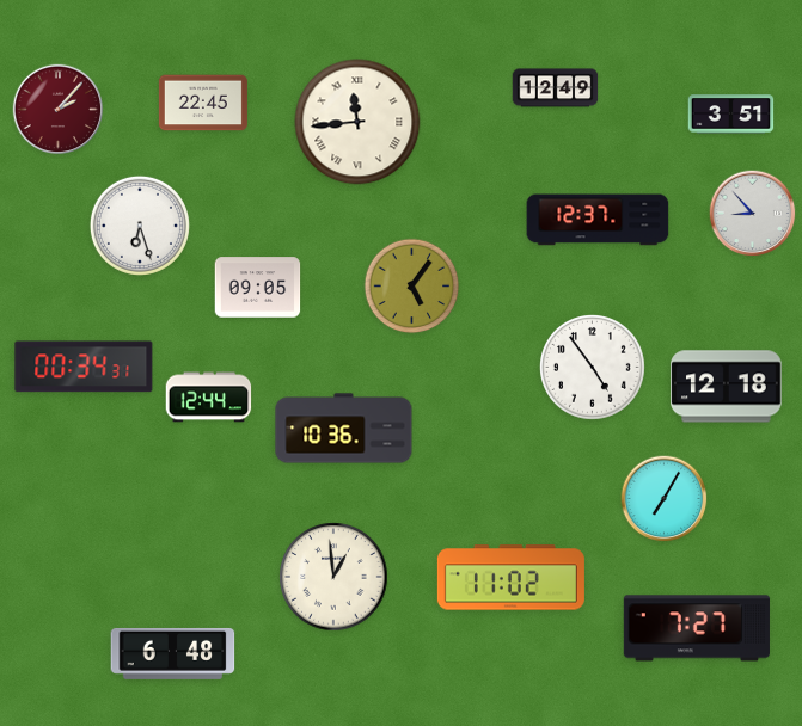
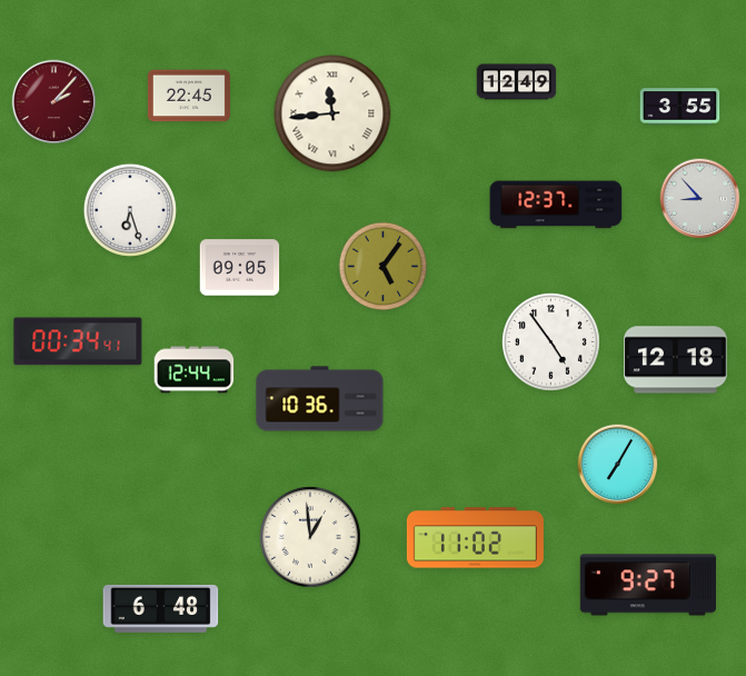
clock at (731, 115): 3:51 -> 3:55
clock at (84, 367): 00:34:31 -> 00:34:41
clock at (697, 628): 7:27 -> 9:27
